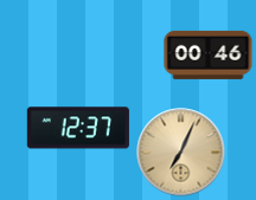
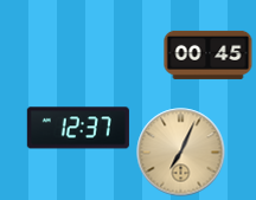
clock at (209, 54): 00:46 -> 00:45
